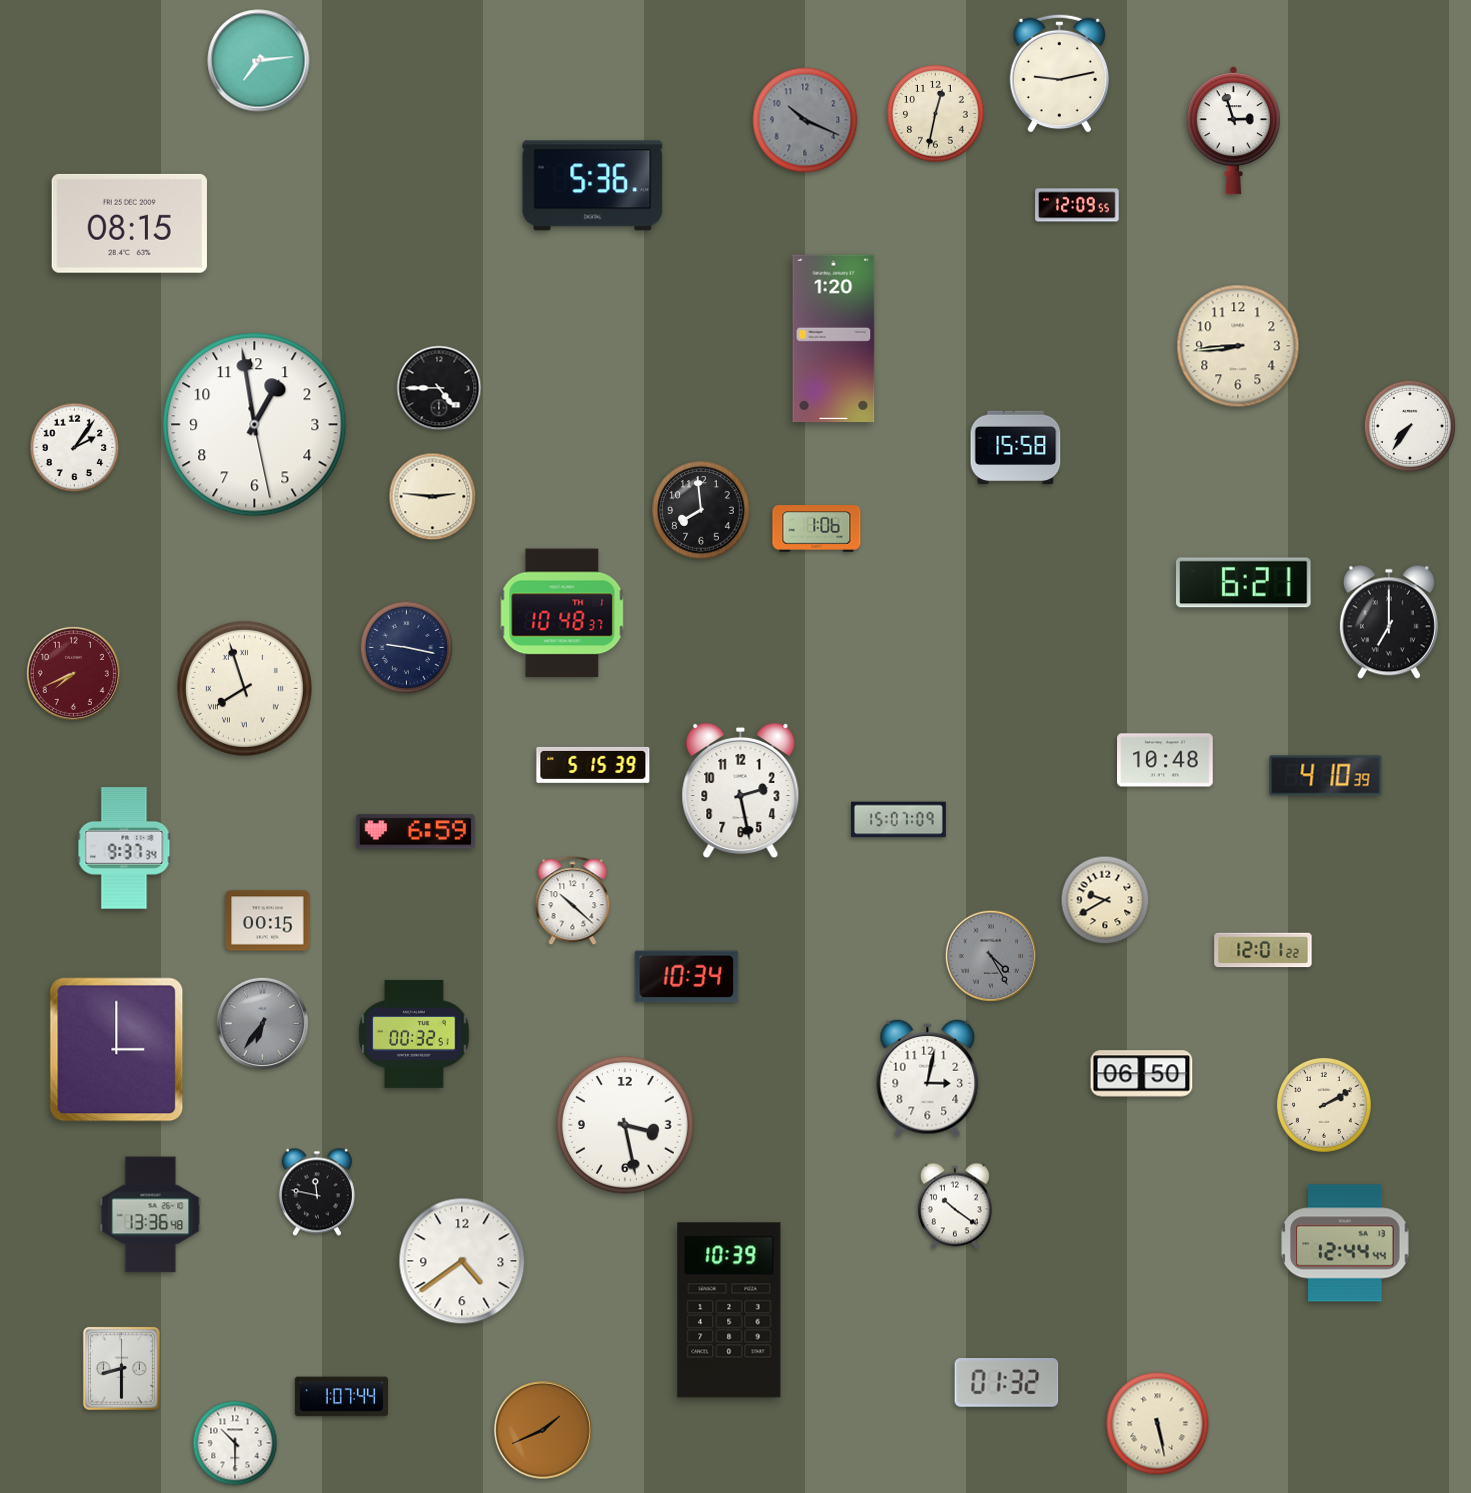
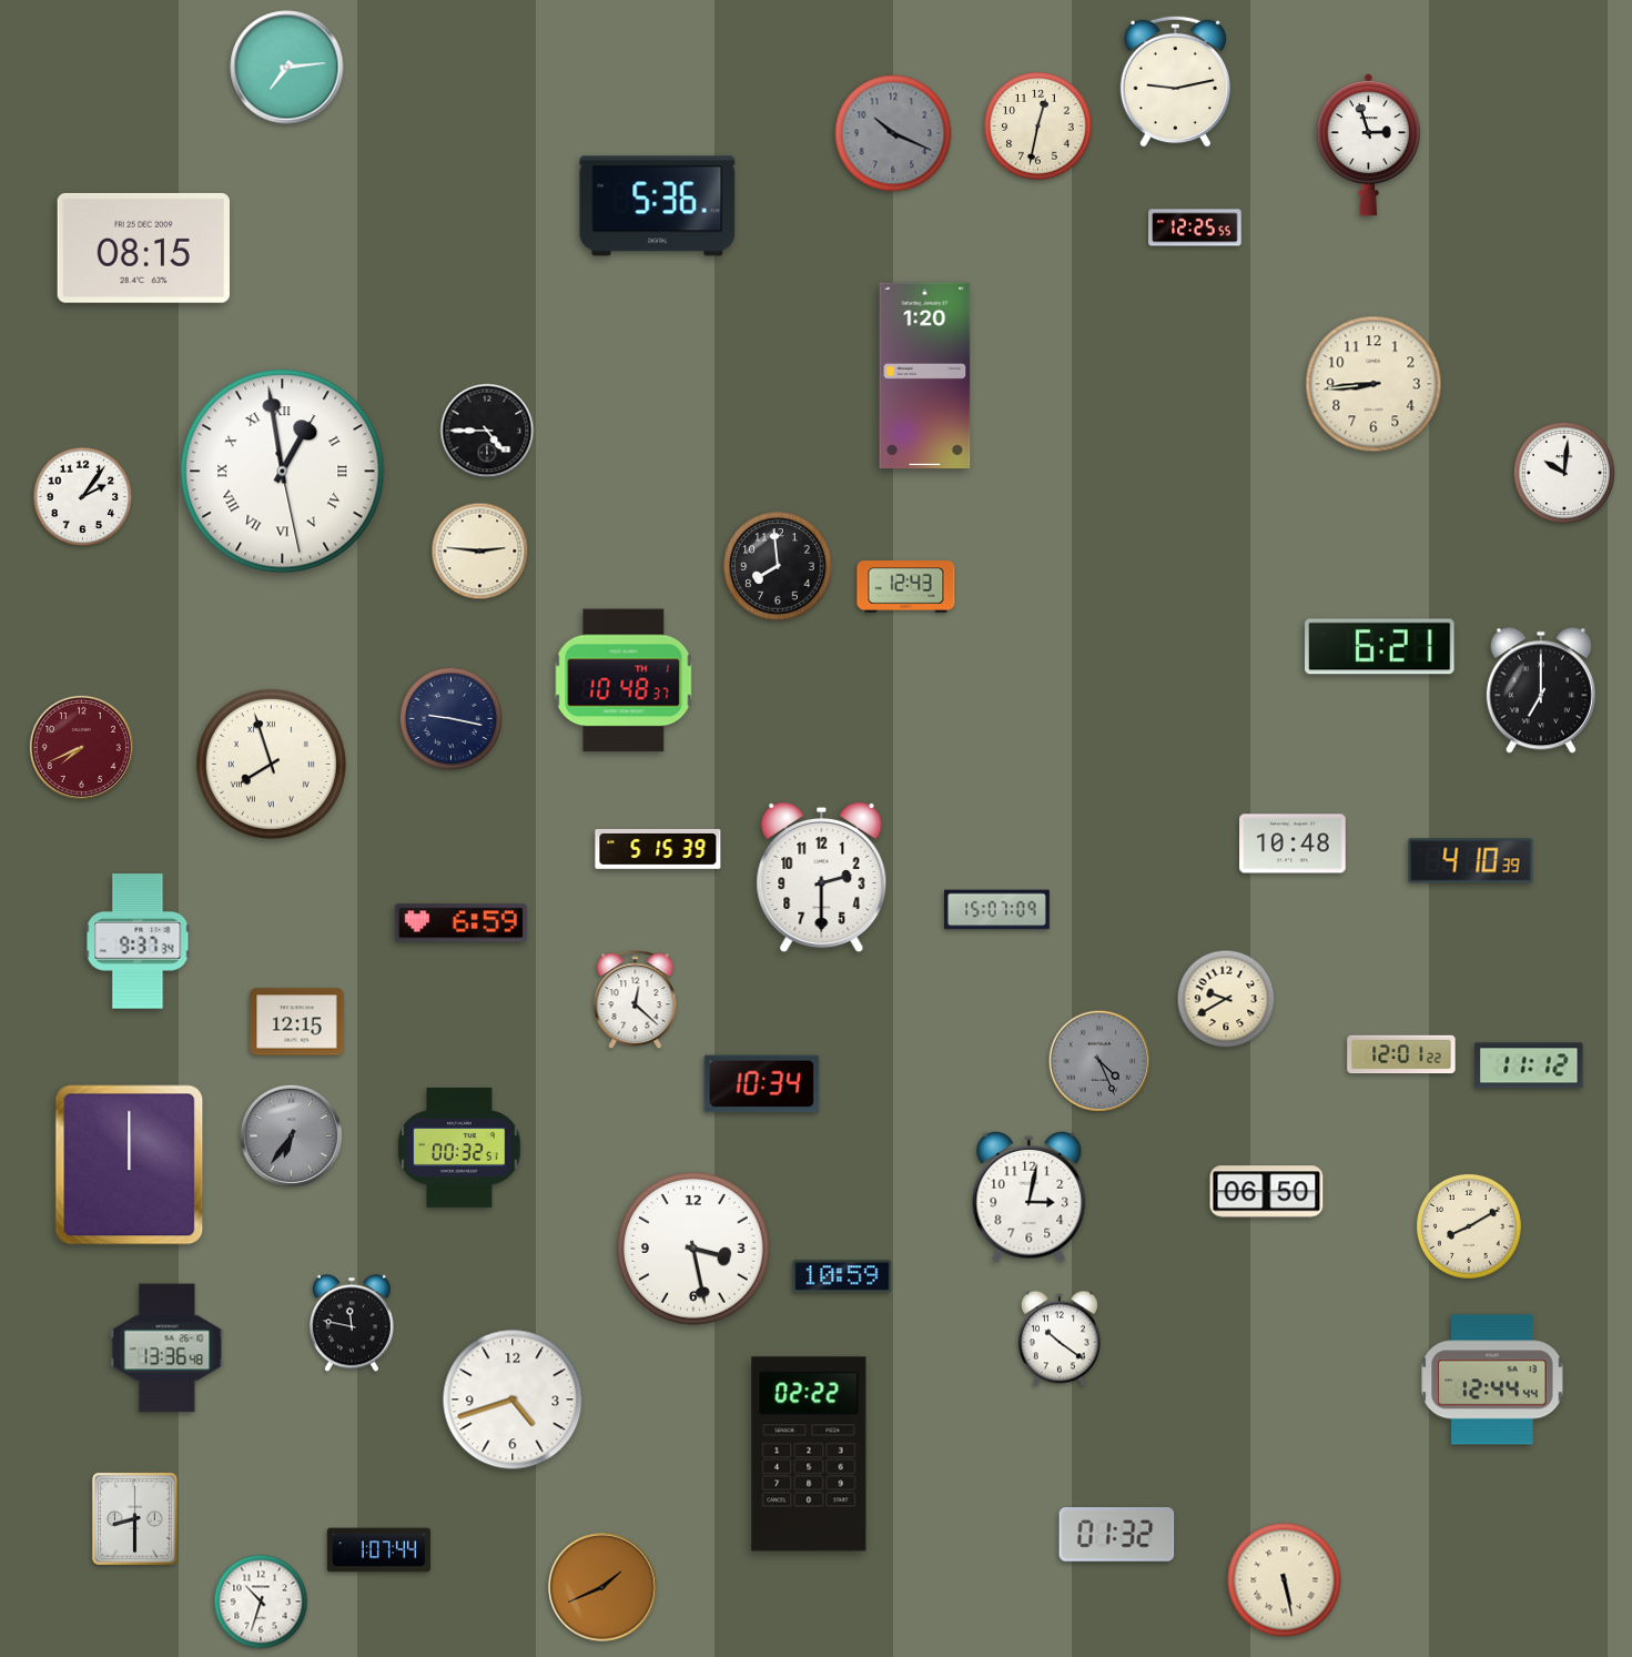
clock at (1077, 205): 12:09 -> 12:25
clock at (255, 425) numerals: Arabic -> Roman
clock at (1409, 425): 7:36 -> 10:01
clock at (1016, 448): 15:58 -> none
clock at (817, 529): 1:06 -> 12:43
clock at (741, 791): 2:28 -> 2:30
clock at (573, 901): 10:22 -> 12:22
clock at (268, 921): 00:15 -> 12:15
clock at (991, 956): 4:25 -> 4:26
clock at (1529, 1065): none -> 11:12
clock at (117, 1050): 3:00 -> 12:00
clock at (1324, 1105): 2:10 -> 8:10
clock at (842, 1276): none -> 10:59
clock at (462, 1261): 4:39 -> 4:42
clock at (729, 1310): 10:39 -> 02:22
clock at (235, 1443): 10:30 -> 10:33
